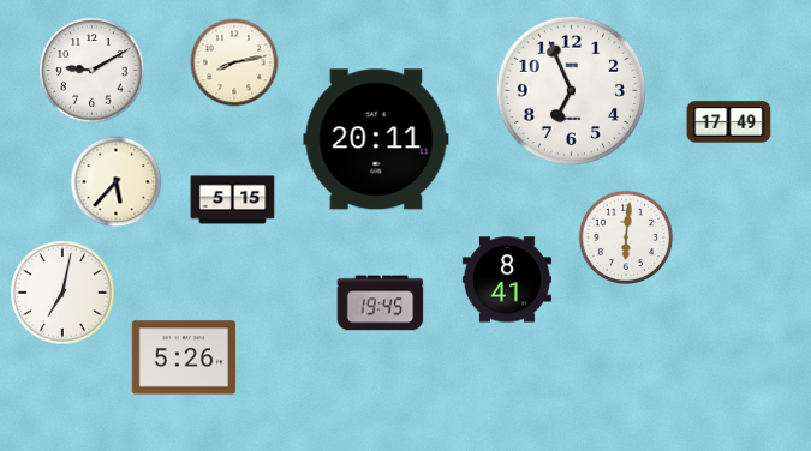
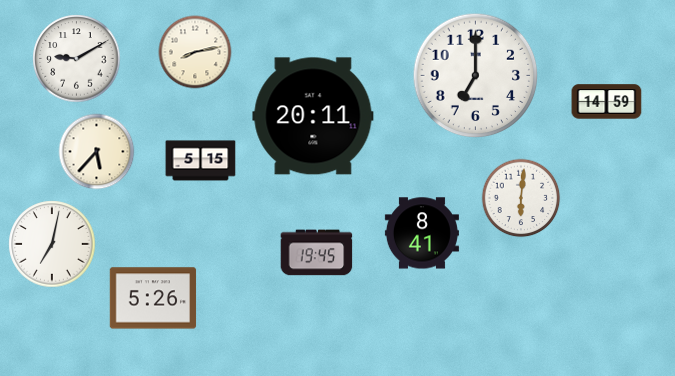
clock at (572, 91): 6:56 -> 7:00
clock at (729, 122): 17:49 -> 14:59
clock at (233, 200) position: (233, 200) -> (201, 161)
